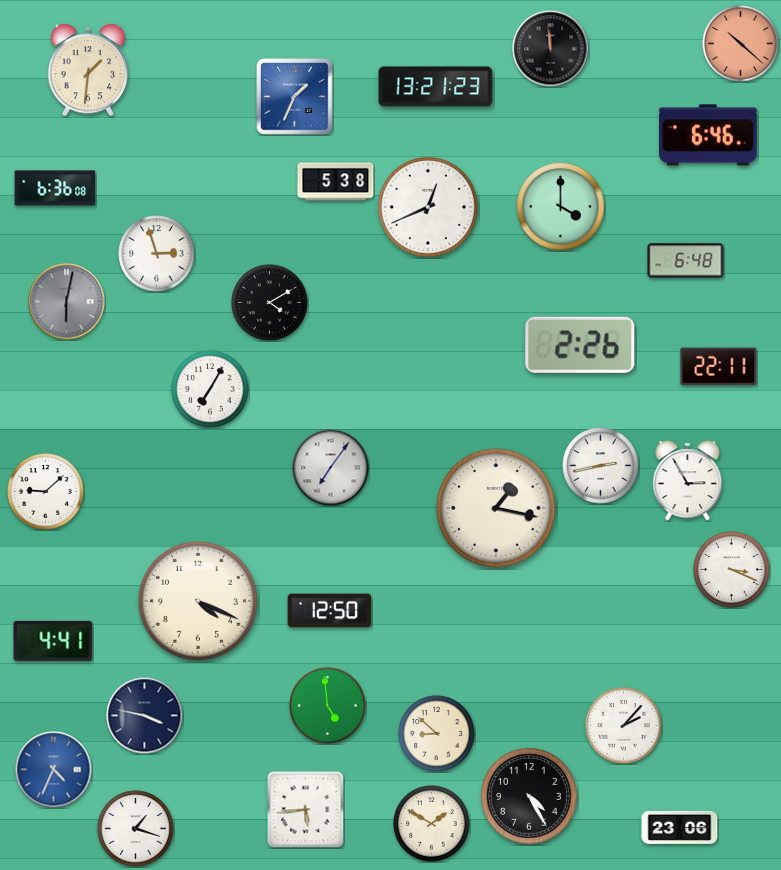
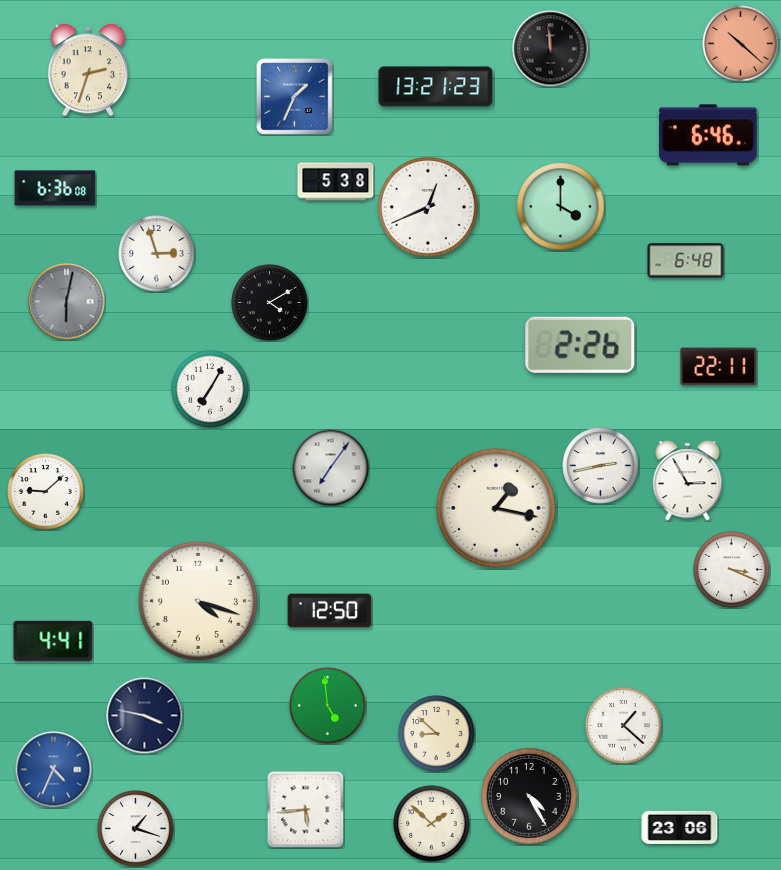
clock at (88, 70): 1:31 -> 2:33
clock at (198, 601): 4:19 -> 4:18
clock at (624, 726): 2:07 -> 1:22
clock at (432, 824): 1:50 -> 1:52
